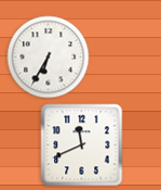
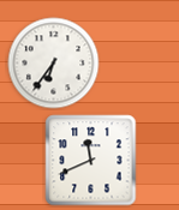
clock at (49, 58): 6:35 -> 6:36
